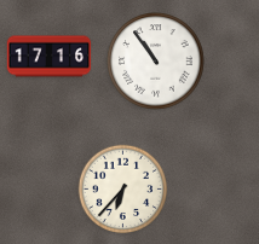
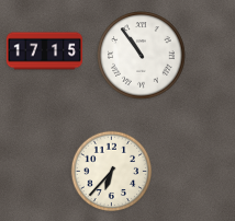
clock at (50, 57): 17:16 -> 17:15
